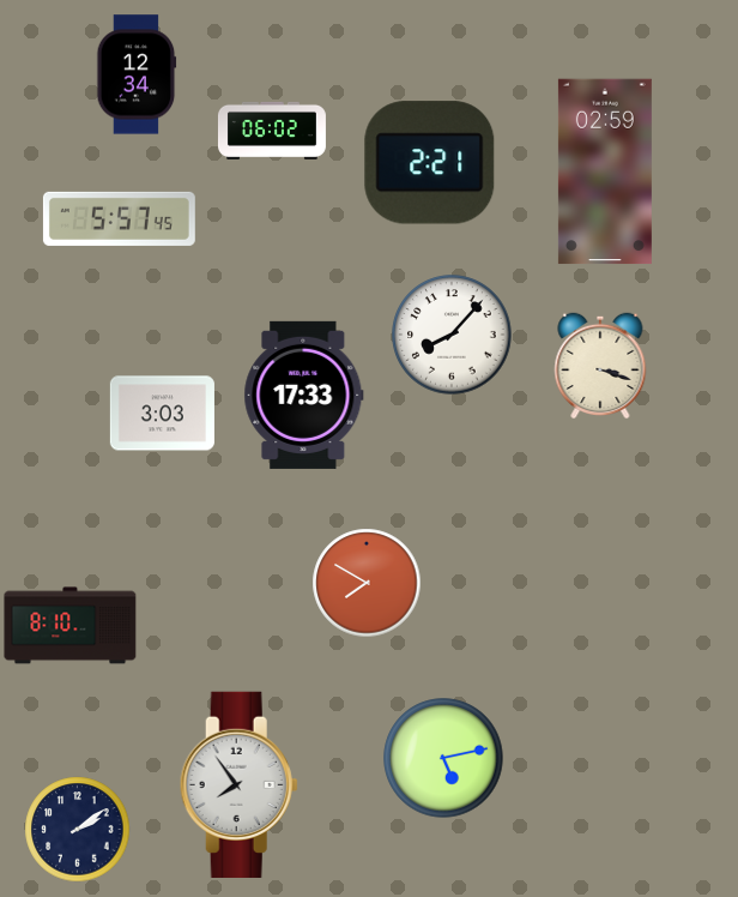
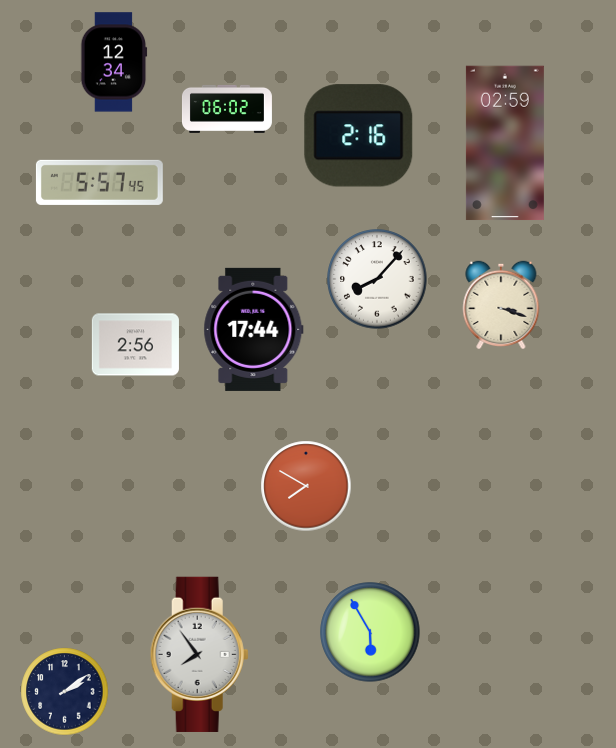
clock at (430, 163): 2:21 -> 2:16
clock at (304, 395): 17:33 -> 17:44
clock at (162, 414): 3:03 -> 2:56
clock at (71, 626): 8:10 -> none
clock at (443, 758): 5:13 -> 5:55
